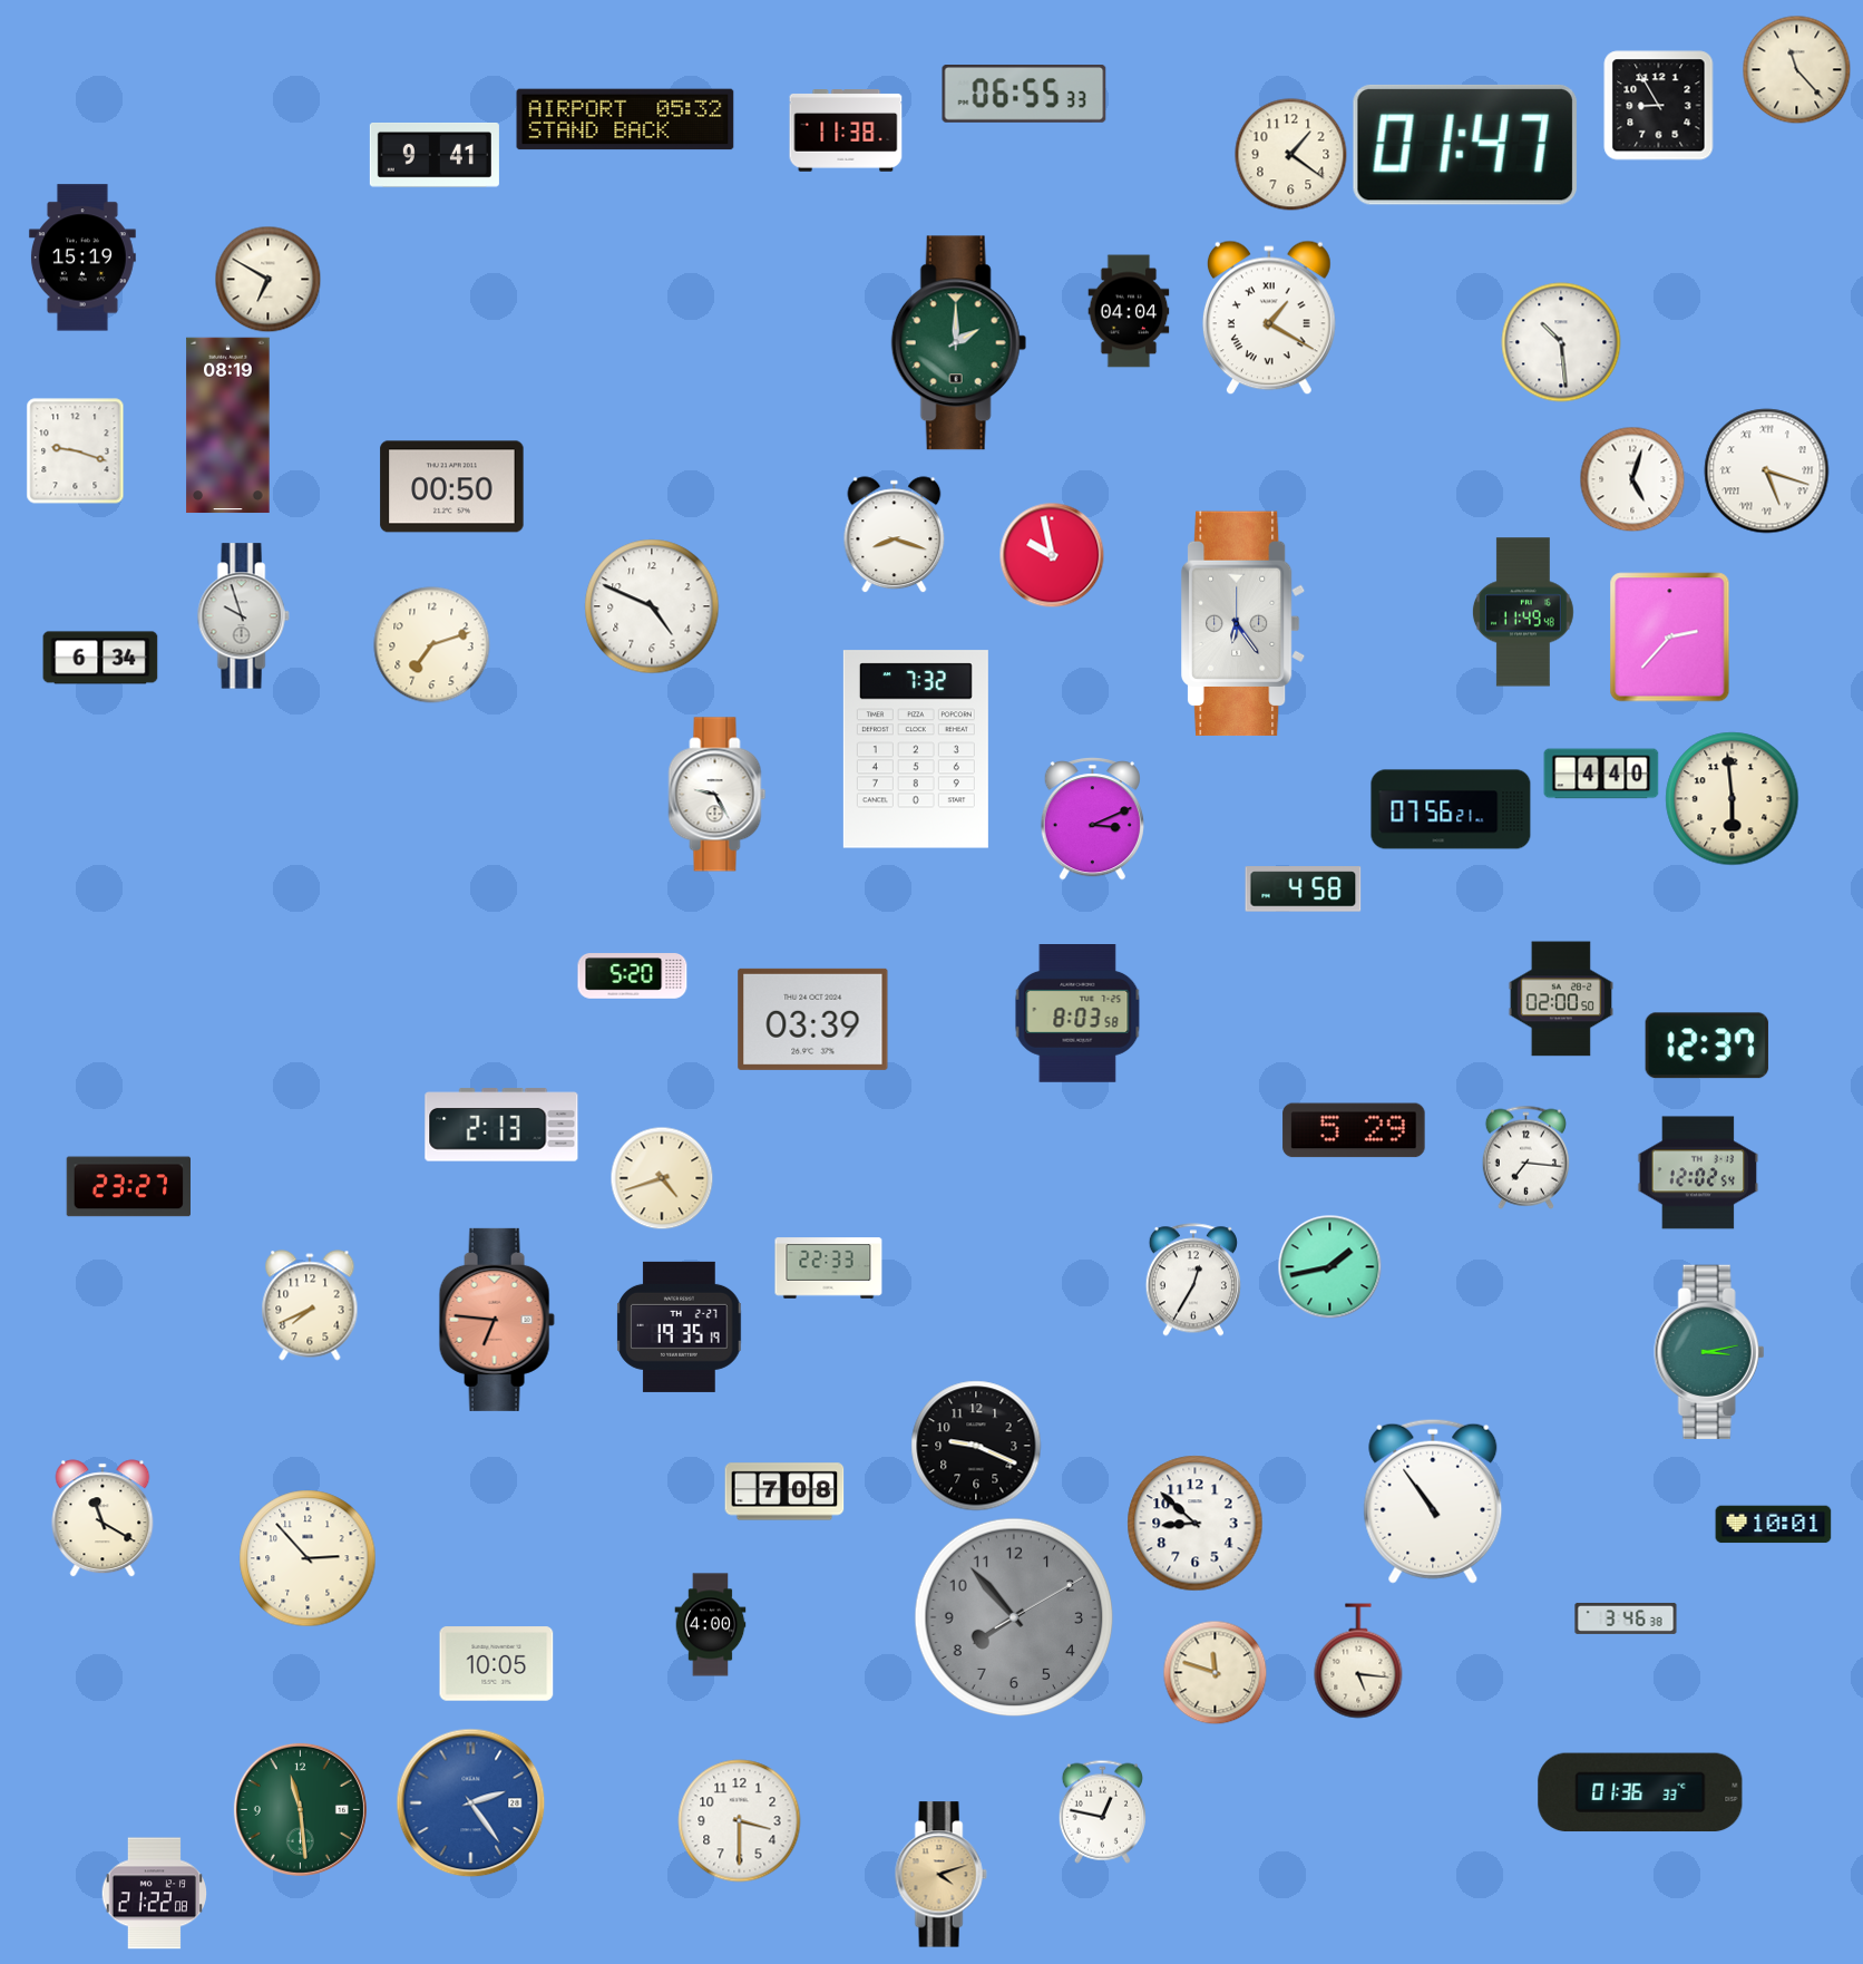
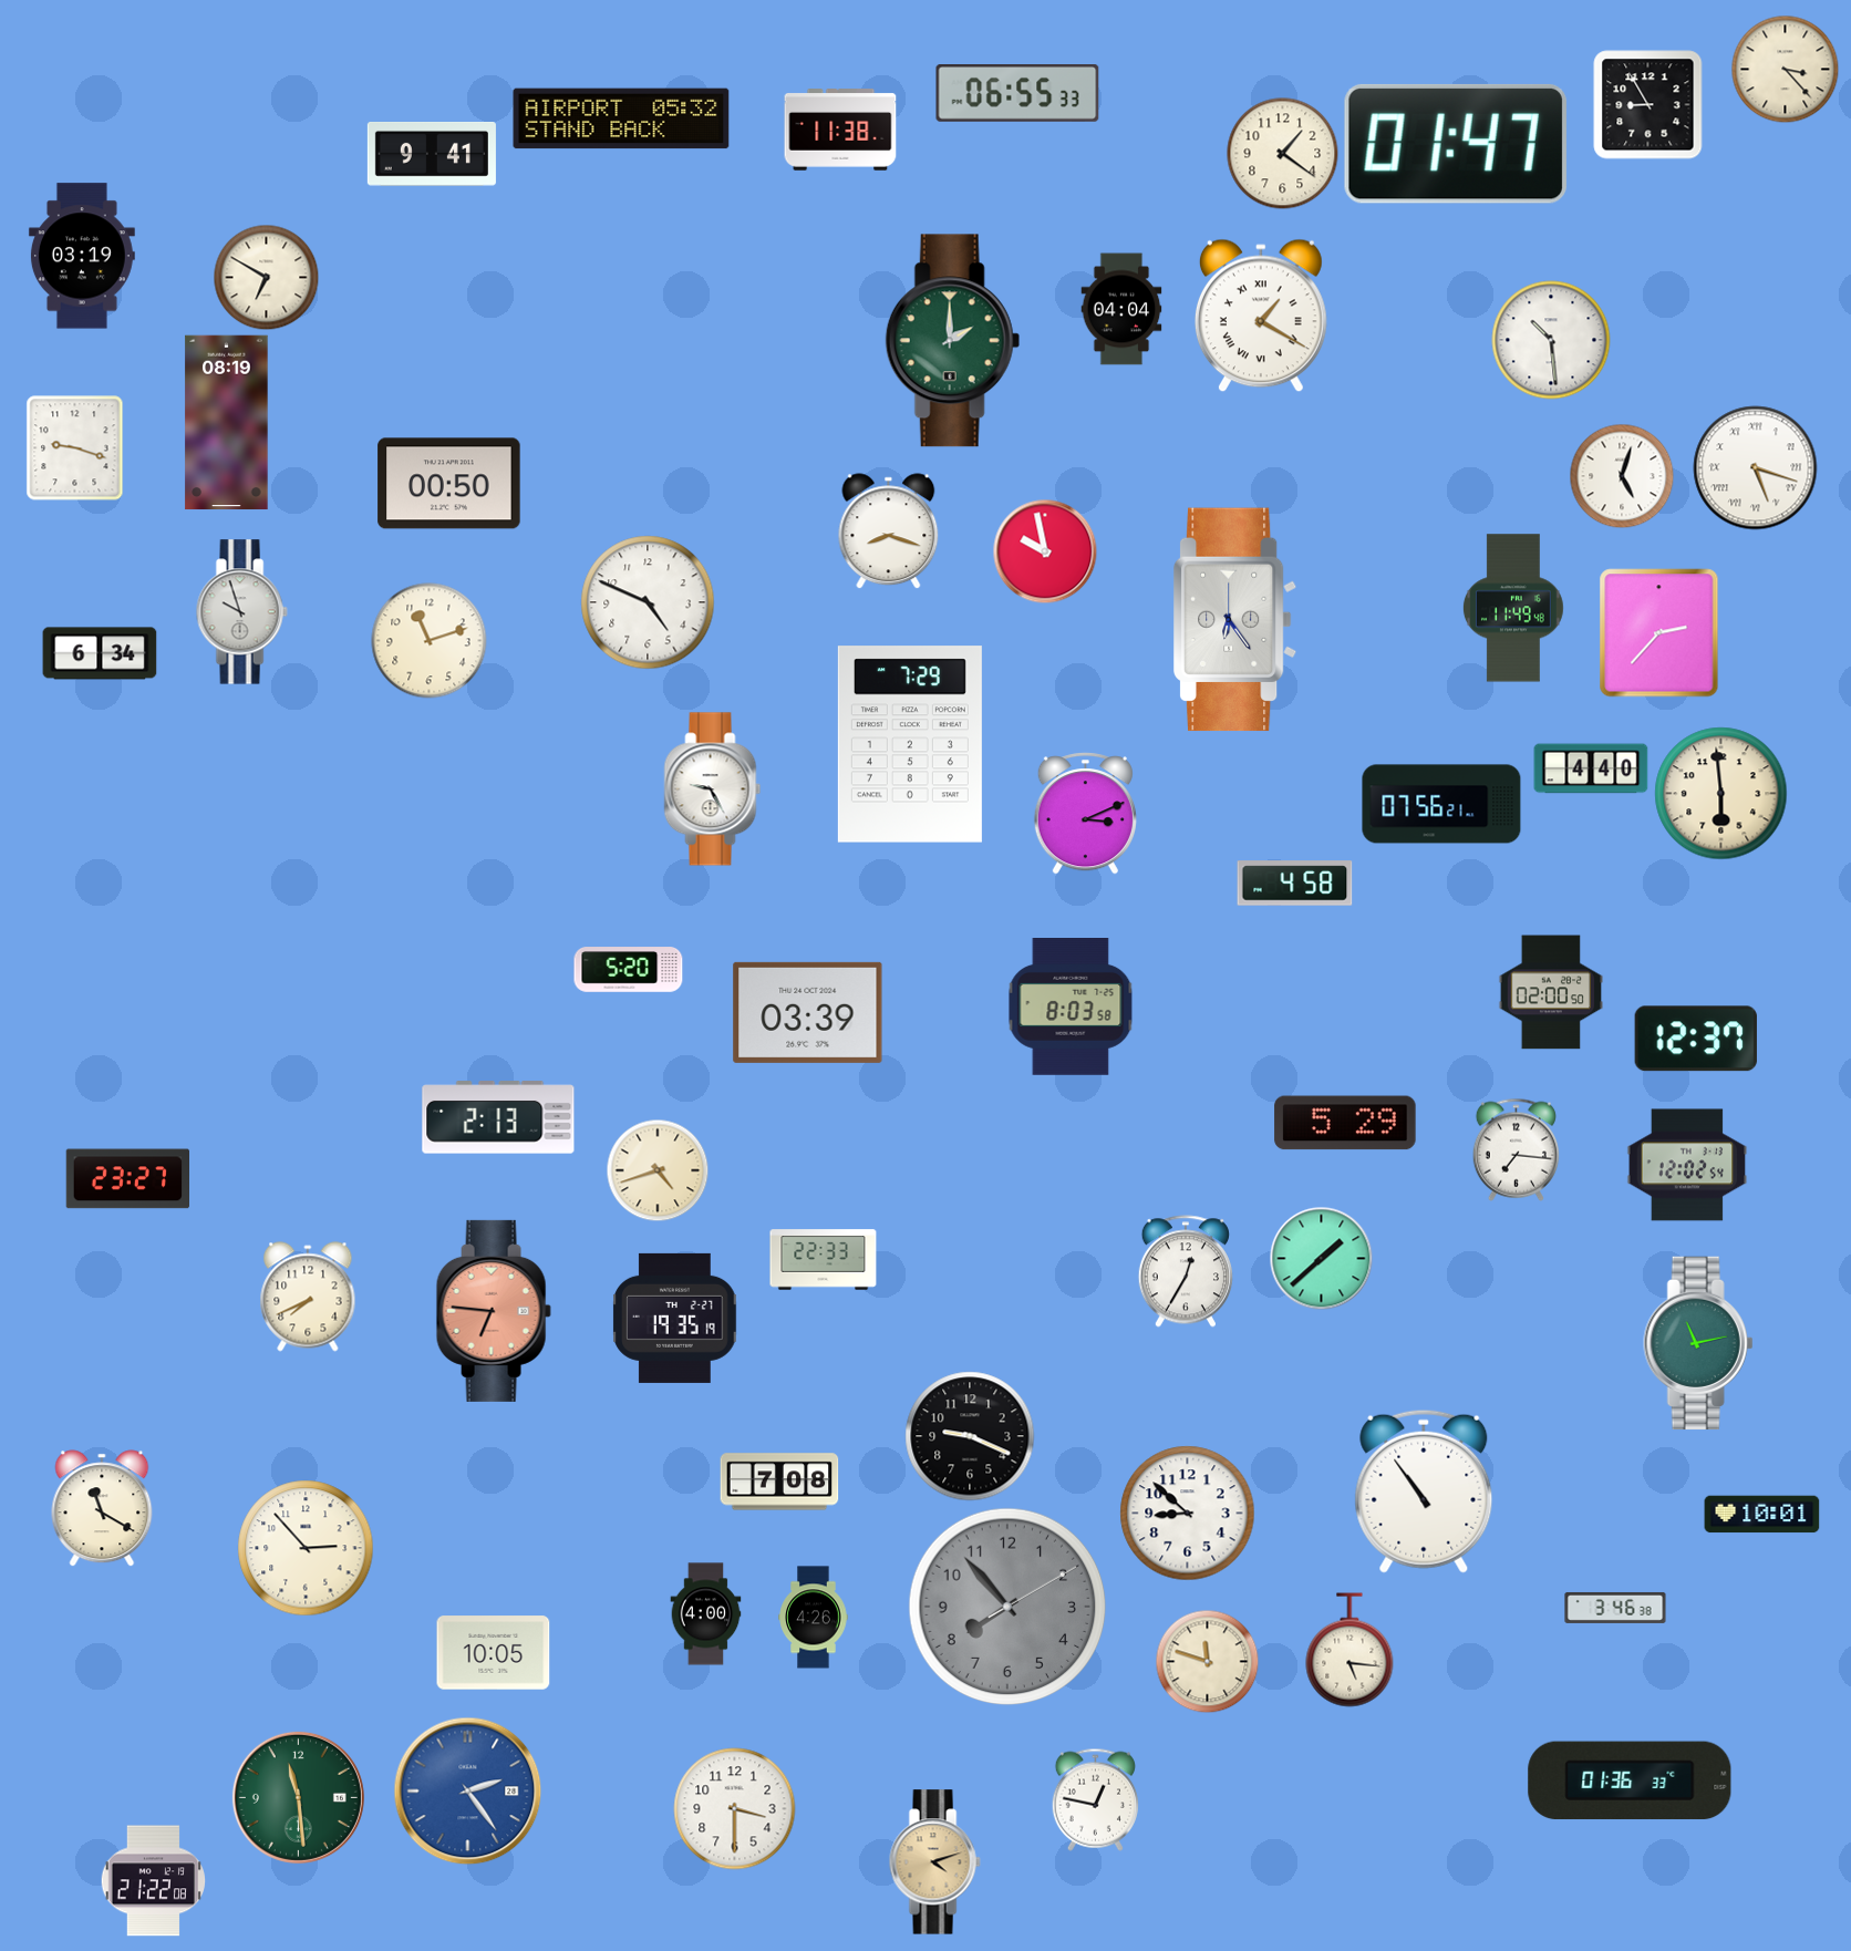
clock at (1796, 69): 11:23 -> 3:23
clock at (82, 257): 15:19 -> 03:19
clock at (432, 645): 7:12 -> 11:12
clock at (916, 749): 7:32 -> 7:29
clock at (1329, 1266): 1:43 -> 1:38
clock at (1709, 1352): 3:13 -> 11:13
clock at (814, 1618): none -> 4:26
